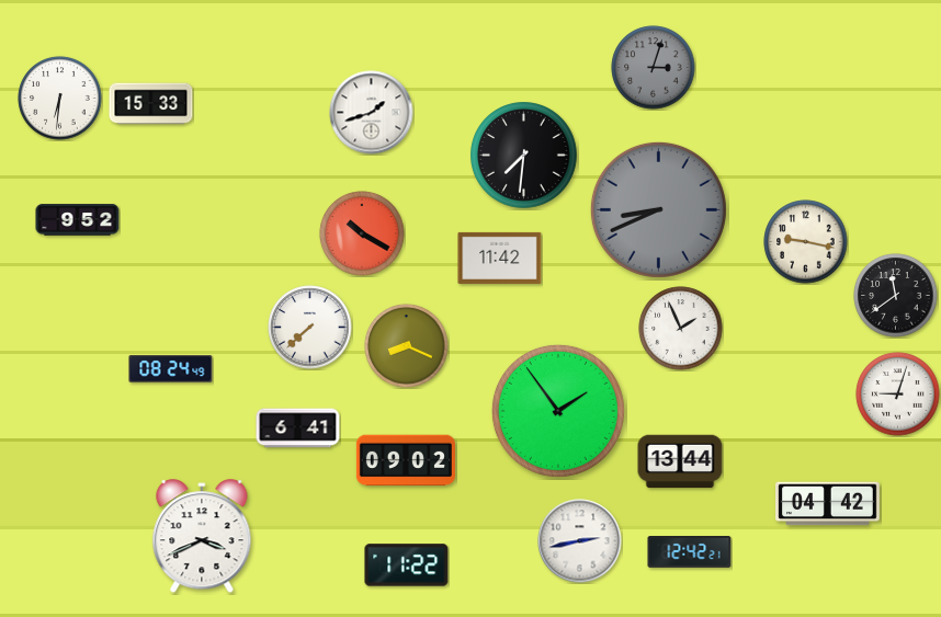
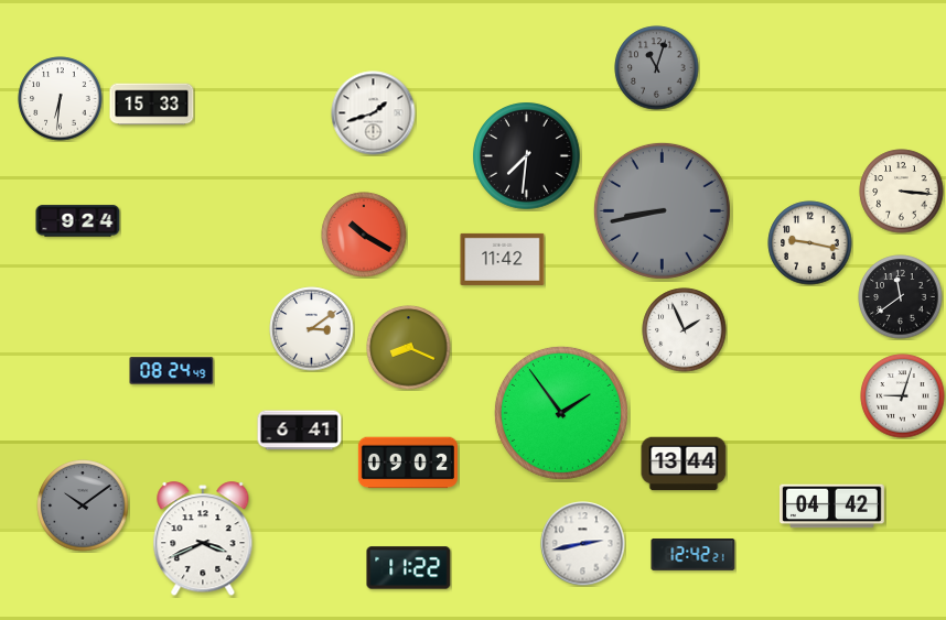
clock at (654, 68): 3:03 -> 11:03
clock at (902, 192): none -> 3:16
clock at (658, 209): 8:41 -> 8:43
clock at (78, 220): 9:52 -> 9:24
clock at (310, 328): 7:38 -> 3:09
clock at (83, 505): none -> 10:09
